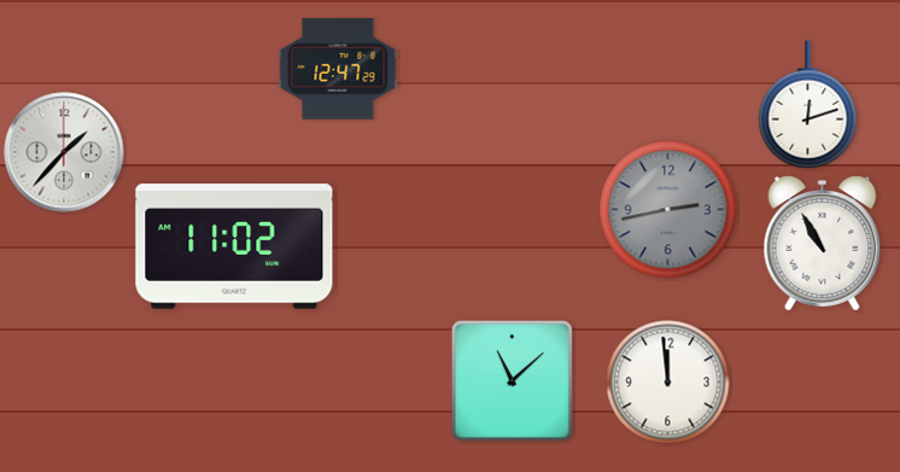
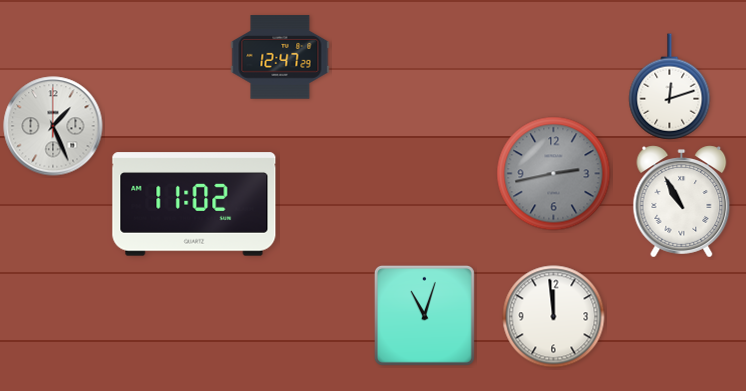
clock at (64, 152): 1:37 -> 1:26
clock at (512, 380): 11:08 -> 11:03
